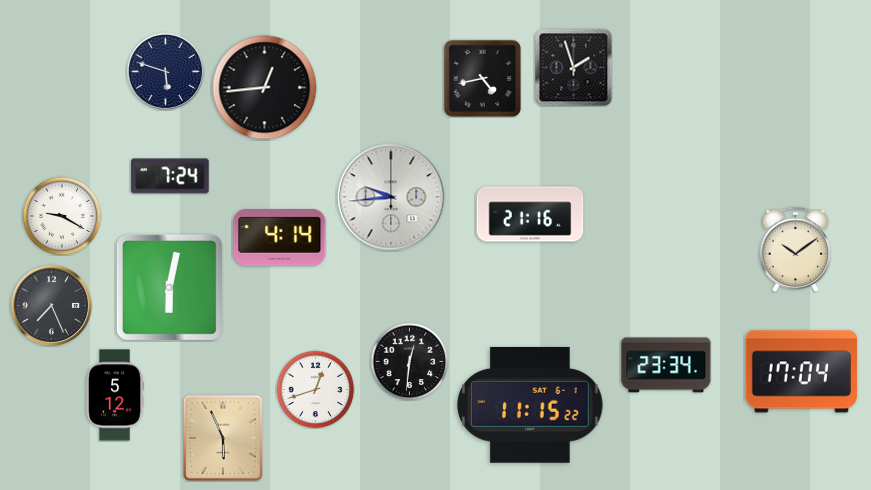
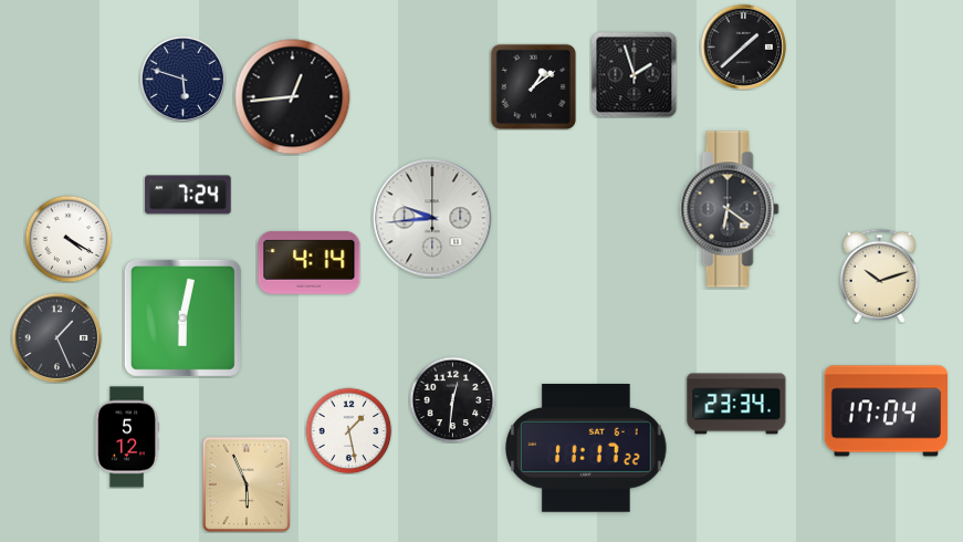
clock at (743, 46): none -> 1:38
clock at (482, 78): 4:43 -> 1:09
clock at (730, 209): none -> 6:21
clock at (530, 214): 21:16 -> none
clock at (62, 216): 9:20 -> 4:20
clock at (796, 249): 10:09 -> 10:12
clock at (169, 287) position: (169, 287) -> (182, 317)
clock at (51, 305): 7:26 -> 1:26
clock at (315, 389): 12:42 -> 1:28
clock at (530, 405): 11:15 -> 11:17
